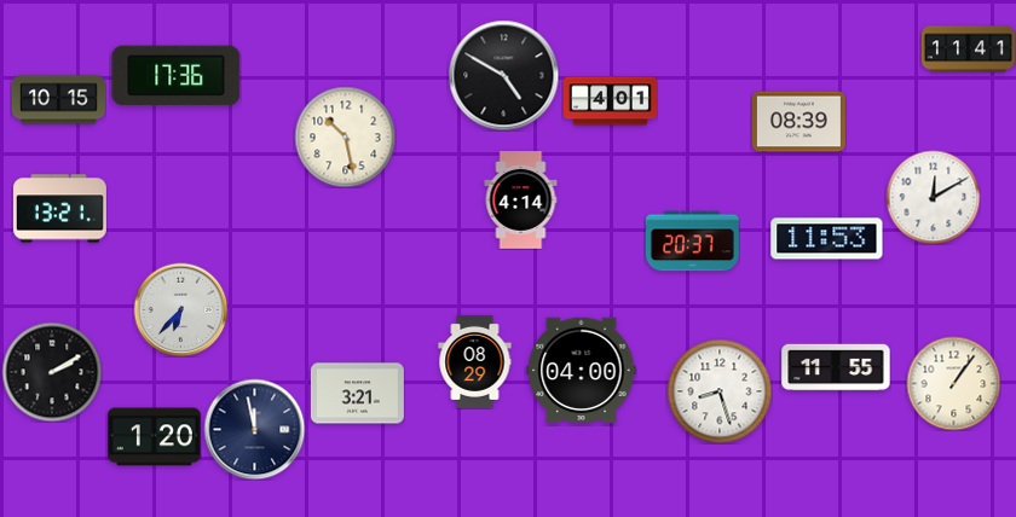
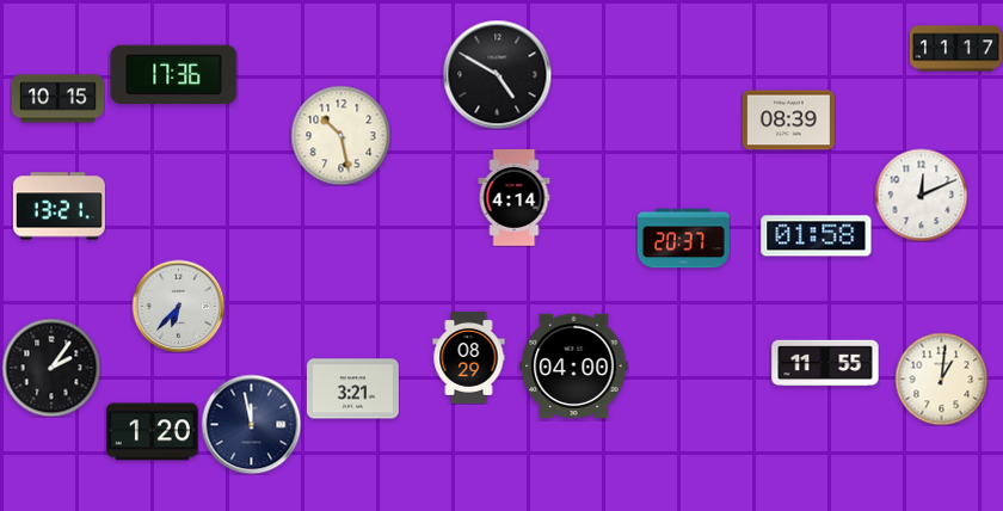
clock at (968, 50): 11:41 -> 11:17
clock at (610, 101): 4:01 -> none
clock at (933, 197): 12:10 -> 12:11
clock at (827, 239): 11:53 -> 01:58
clock at (52, 372): 2:10 -> 2:06
clock at (953, 383): 1:06 -> 1:01
clock at (720, 391): 8:27 -> none
